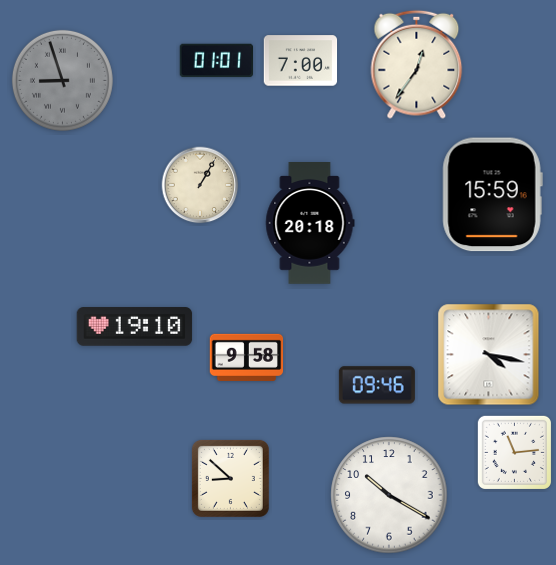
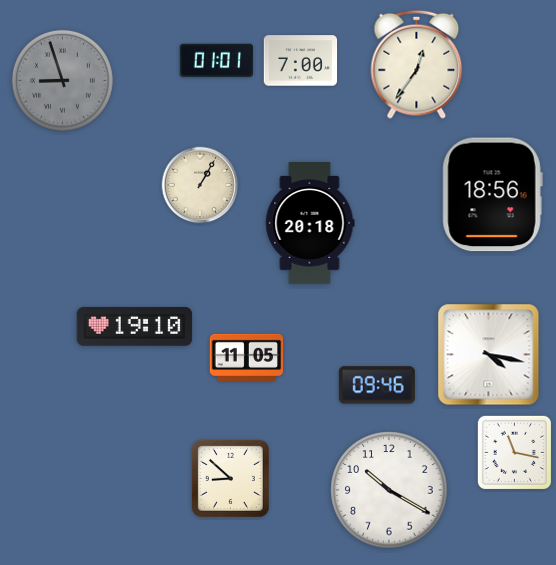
clock at (492, 195): 15:59 -> 18:56
clock at (247, 357): 9:58 -> 11:05
clock at (514, 452): 11:14 -> 11:17
clock at (389, 495) position: (389, 495) -> (389, 490)
